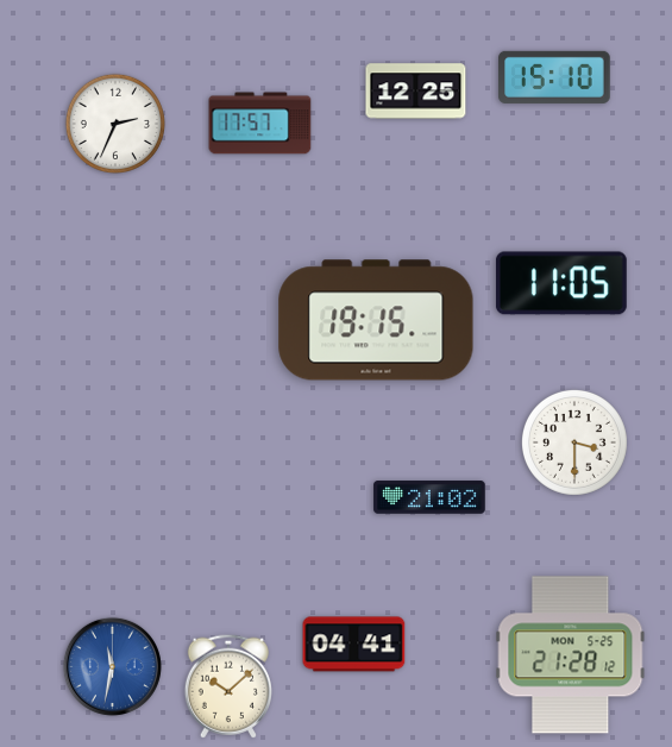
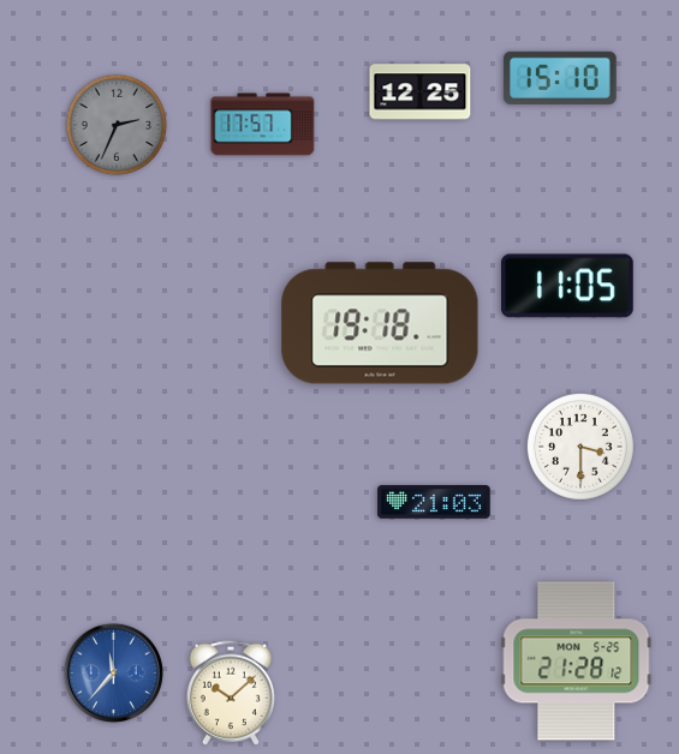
clock at (114, 123) dial: white -> grey
clock at (376, 320): 19:15 -> 19:18
clock at (429, 497): 21:02 -> 21:03
clock at (354, 645): 04:41 -> none
clock at (112, 666): 11:32 -> 11:37
